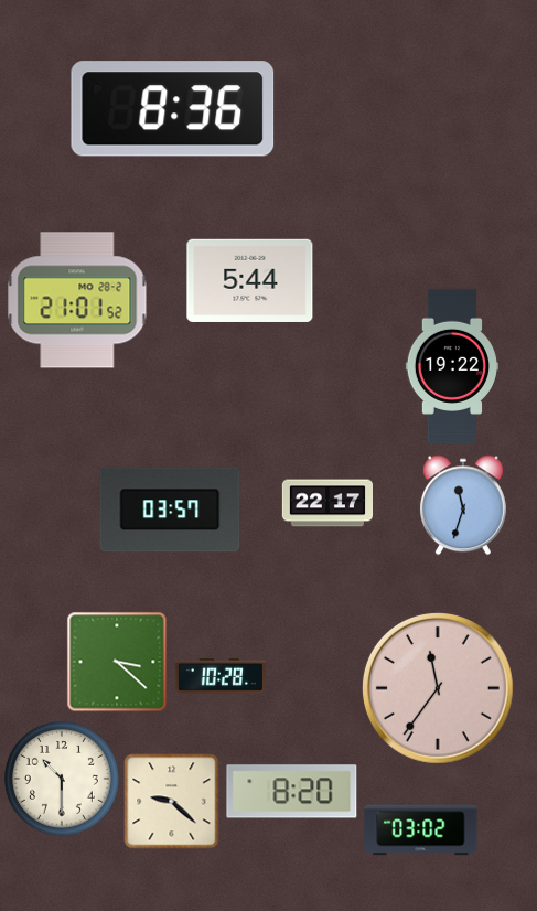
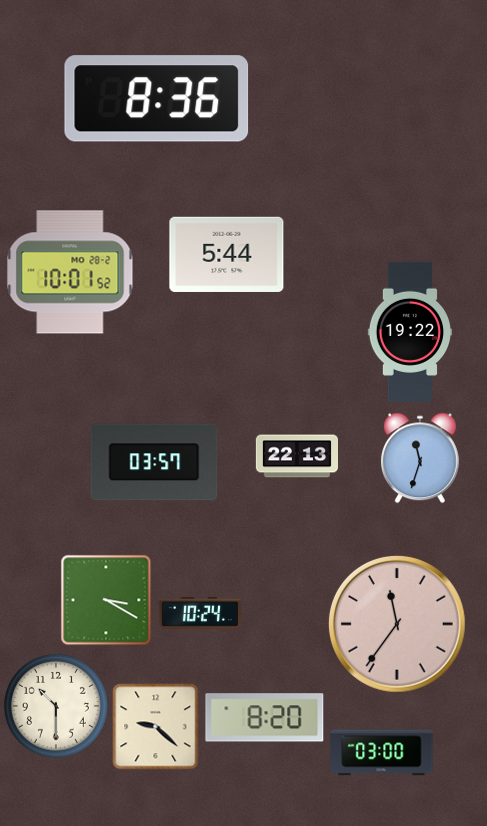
clock at (77, 300): 21:01 -> 10:01
clock at (326, 503): 22:17 -> 22:13
clock at (117, 662): 3:22 -> 3:20
clock at (219, 677): 10:28 -> 10:24
clock at (421, 830): 03:02 -> 03:00
